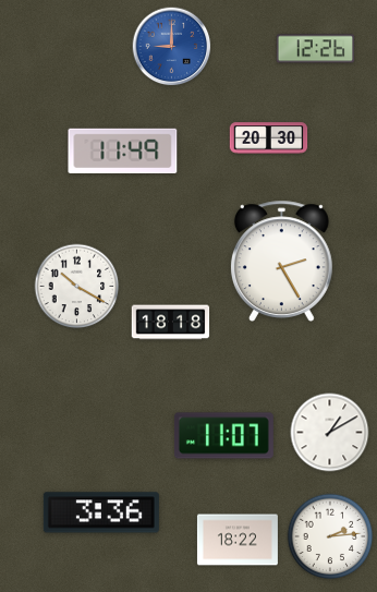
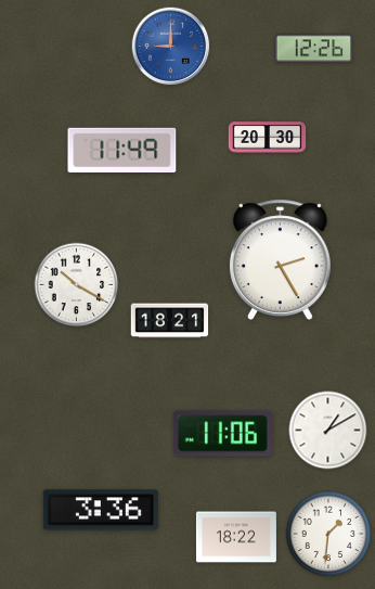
clock at (171, 323): 18:18 -> 18:21
clock at (223, 436): 11:07 -> 11:06
clock at (330, 536): 2:14 -> 1:31
